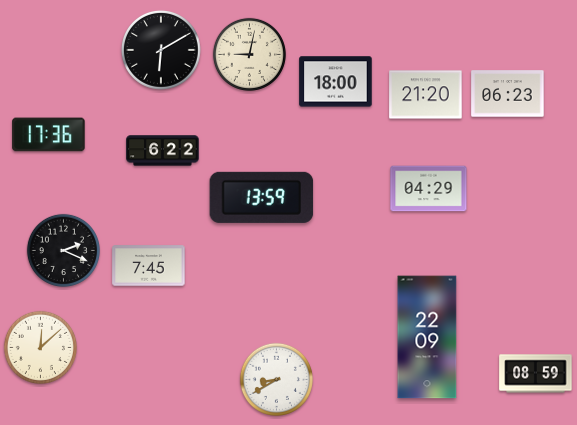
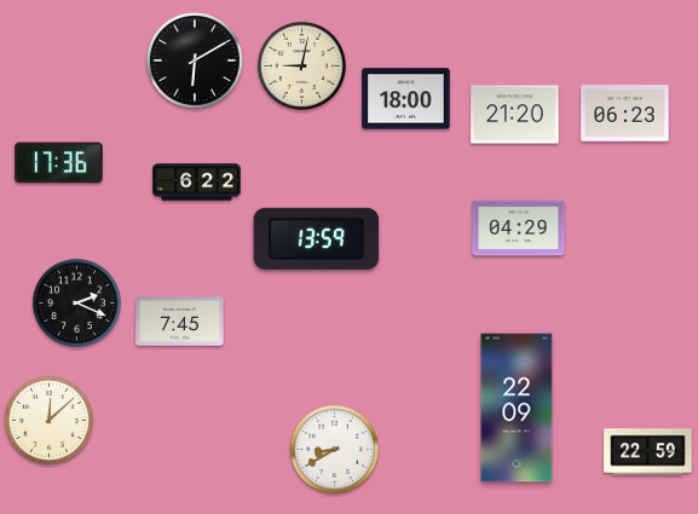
clock at (508, 94) position: (508, 94) -> (625, 114)
clock at (536, 374): 08:59 -> 22:59
clock at (276, 379) position: (276, 379) -> (334, 449)
